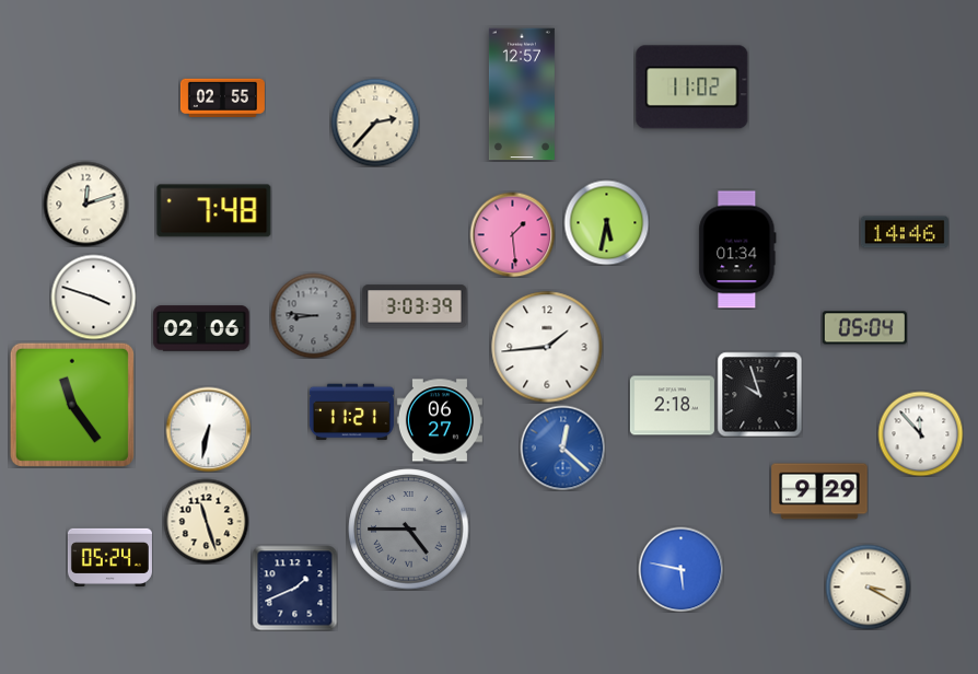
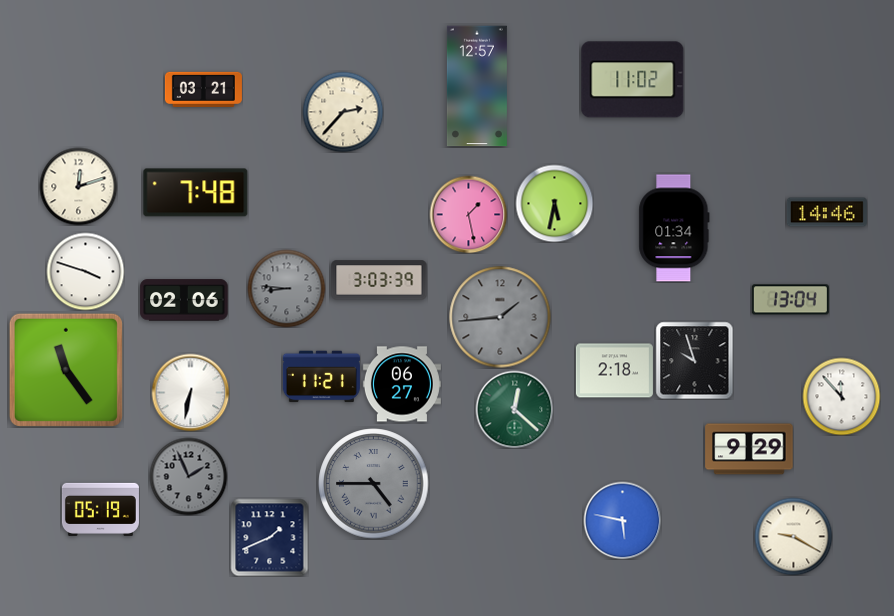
clock at (222, 97): 02:55 -> 03:21
clock at (512, 234): 1:29 -> 1:28
clock at (864, 328): 05:04 -> 13:04
clock at (547, 347) dial: white -> grey
clock at (562, 448) dial: blue -> green
clock at (206, 521): 11:27 -> 1:56
clock at (206, 521) dial: cream -> grey
clock at (109, 557): 05:24 -> 05:19
clock at (868, 586): 3:20 -> 9:20
